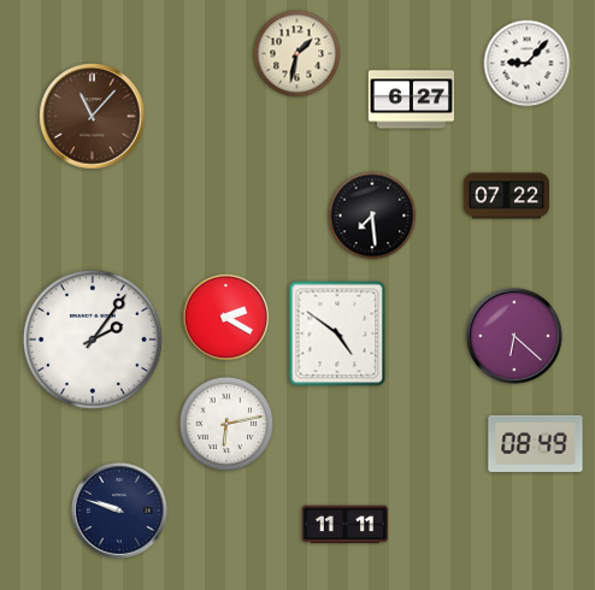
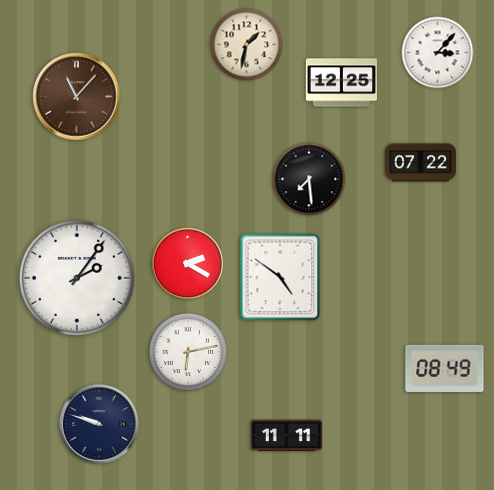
clock at (528, 64): 9:07 -> 3:07
clock at (412, 100): 6:27 -> 12:25
clock at (514, 336): 6:22 -> none
clock at (93, 340) position: (93, 340) -> (77, 278)
